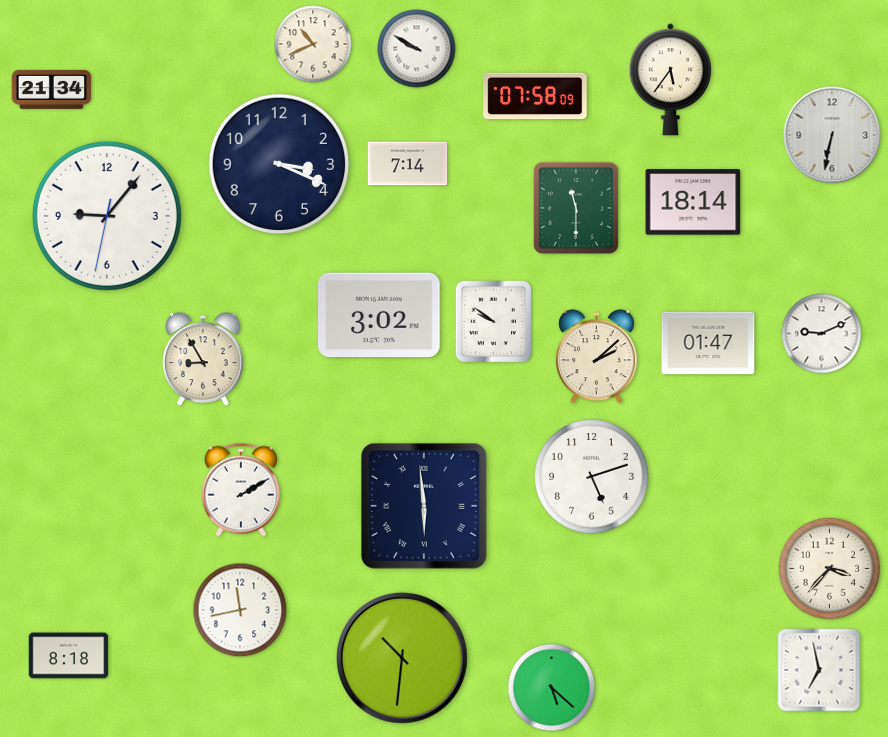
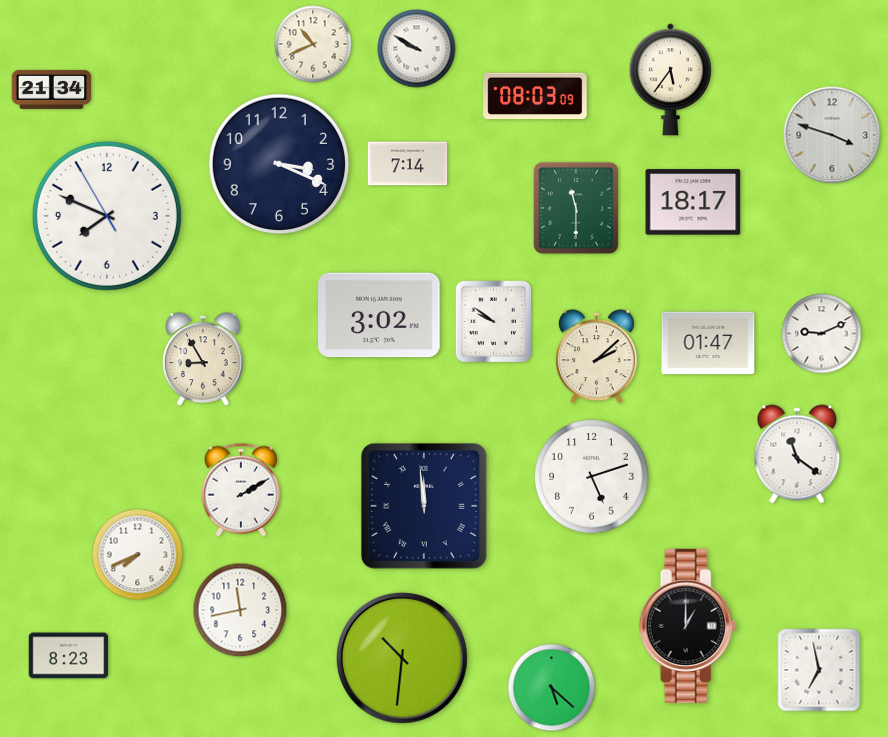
clock at (535, 96): 07:58 -> 08:03
clock at (832, 135): 6:32 -> 3:48
clock at (693, 202): 18:14 -> 18:17
clock at (107, 216): 9:06 -> 7:48
clock at (797, 454): none -> 11:21
clock at (424, 506): 5:59 -> 11:59
clock at (138, 555): none -> 7:41
clock at (829, 568): 3:37 -> none
clock at (688, 626): none -> 1:00
clock at (69, 656): 8:18 -> 8:23
